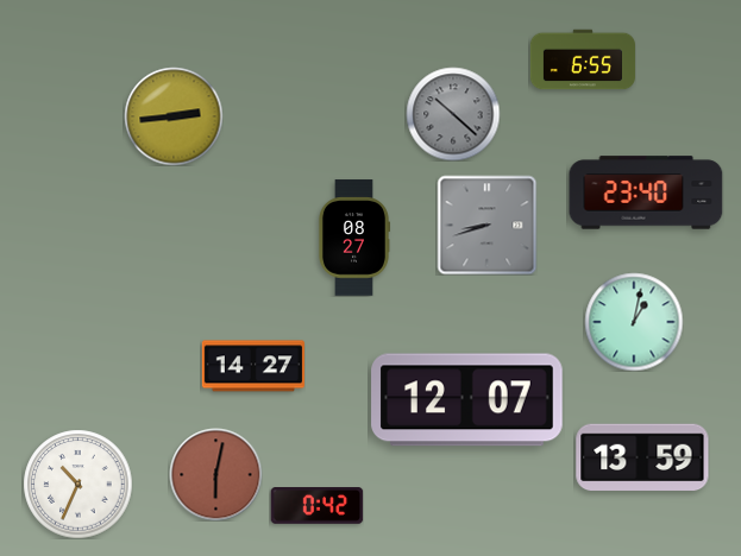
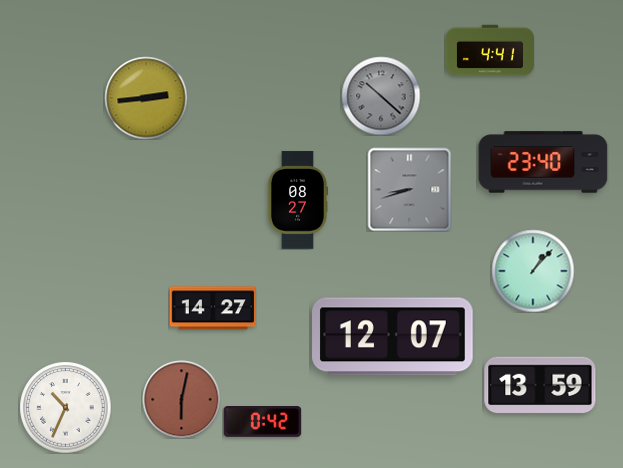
clock at (583, 59): 6:55 -> 4:41
clock at (634, 322): 1:02 -> 1:07
clock at (316, 506) position: (316, 506) -> (262, 422)
